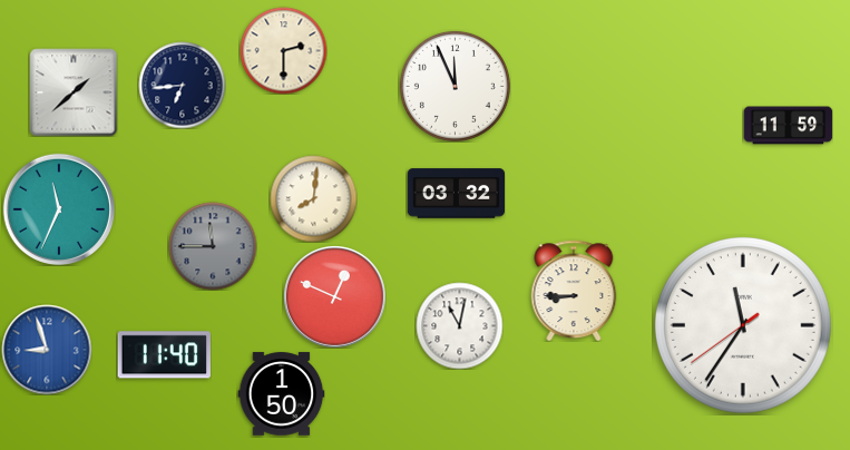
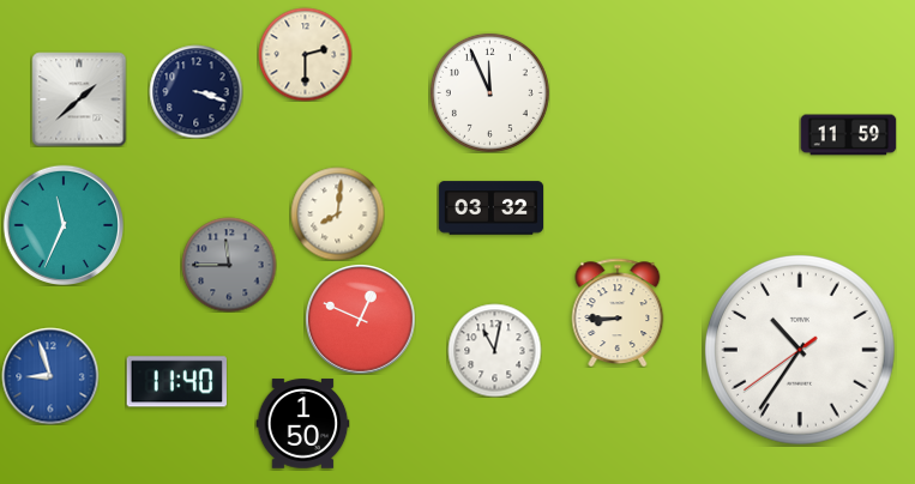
clock at (182, 85): 6:44 -> 3:18
clock at (743, 325): 11:35 -> 10:35
